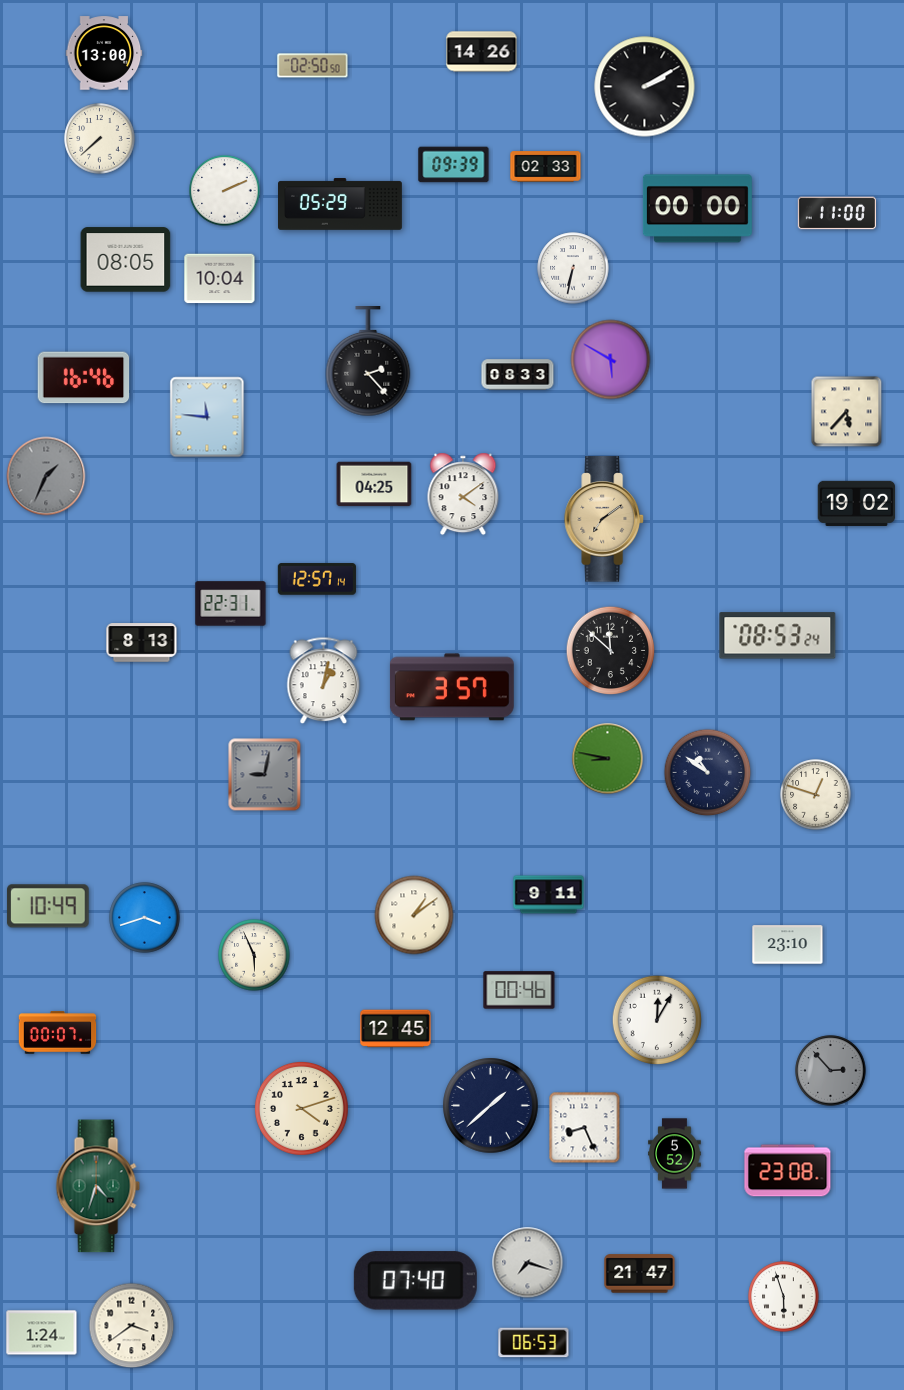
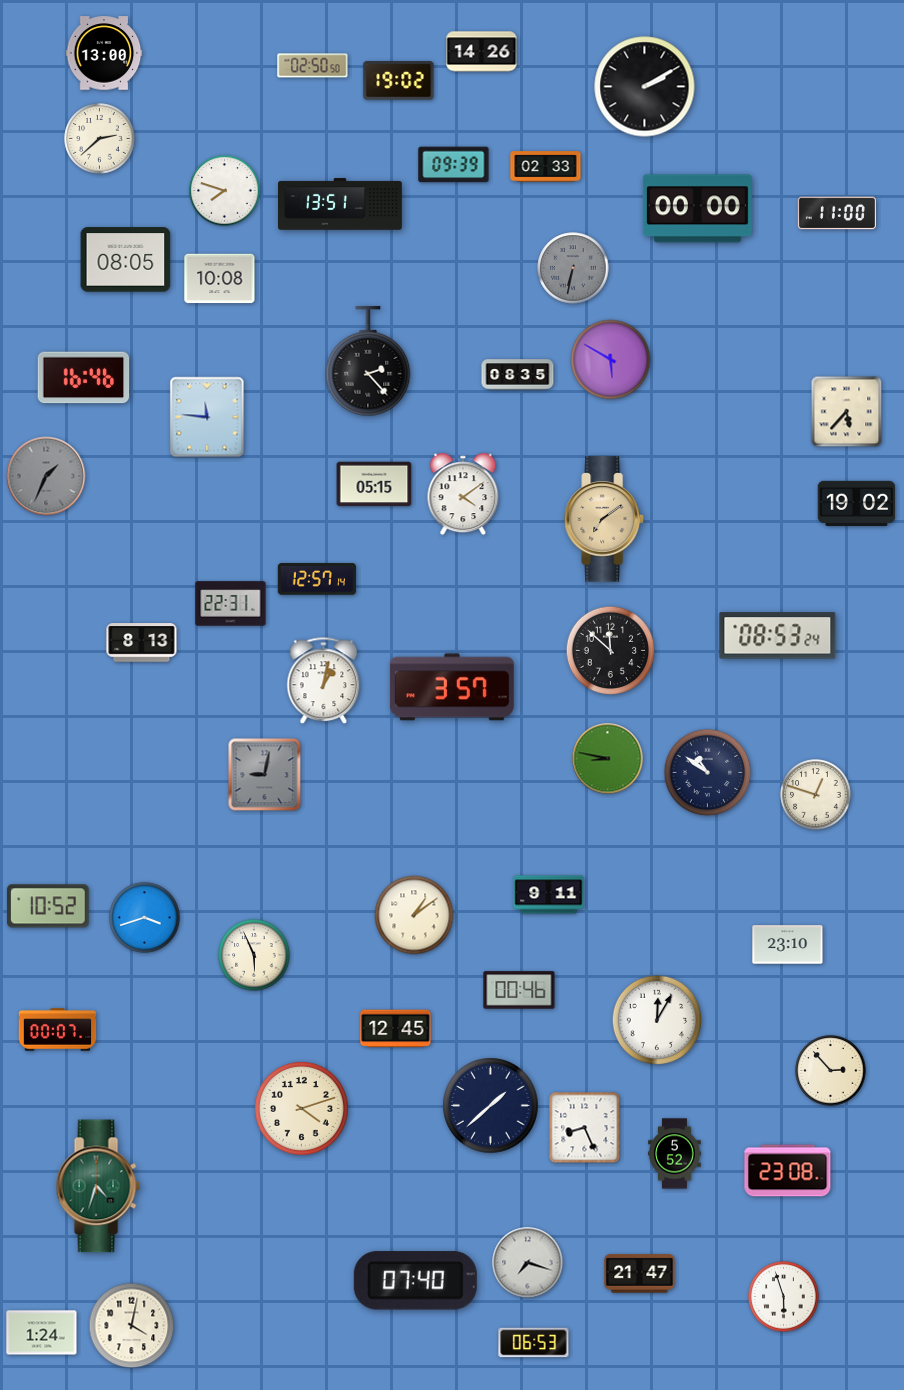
clock at (399, 81): none -> 19:02
clock at (100, 139): 7:38 -> 2:38
clock at (225, 191): 2:11 -> 7:48
clock at (341, 204): 05:29 -> 13:51
clock at (573, 268) dial: white -> grey
clock at (220, 279): 10:04 -> 10:08
clock at (518, 375): 08:33 -> 08:35
clock at (374, 484): 04:25 -> 05:15
clock at (48, 906): 10:49 -> 10:52
clock at (58, 1033) position: (58, 1033) -> (58, 1030)
clock at (831, 1071) dial: grey -> cream
clock at (132, 1326): 3:39 -> 4:02
